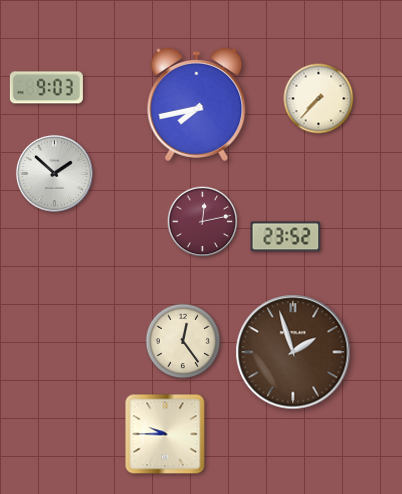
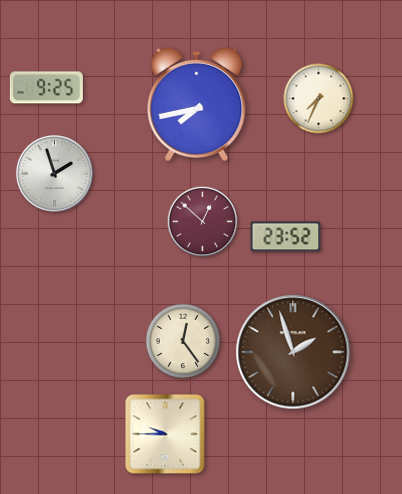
clock at (46, 88): 9:03 -> 9:25
clock at (319, 99): 7:37 -> 7:34
clock at (54, 173): 1:52 -> 1:57
clock at (203, 222): 12:13 -> 12:52
